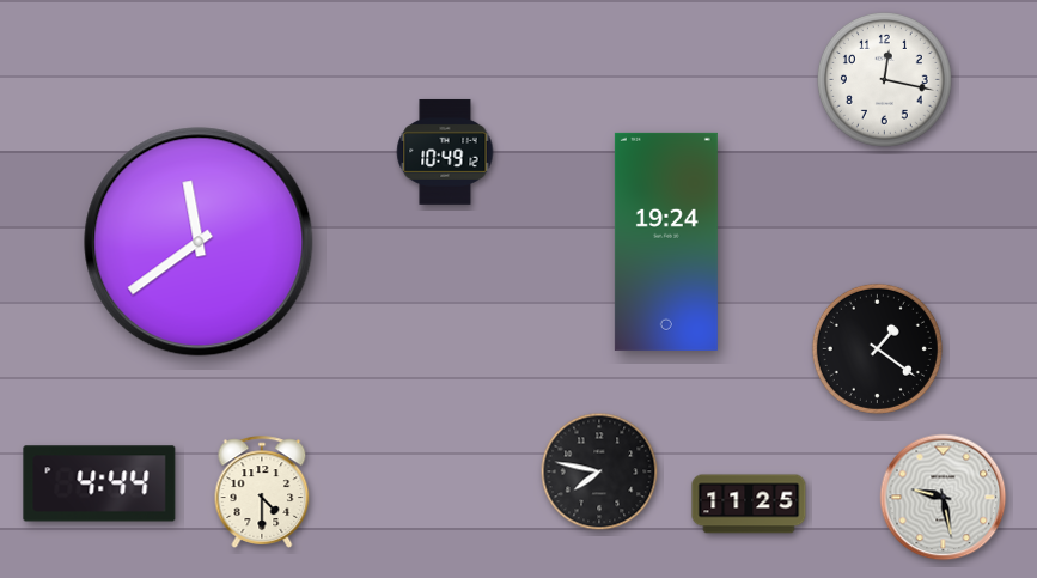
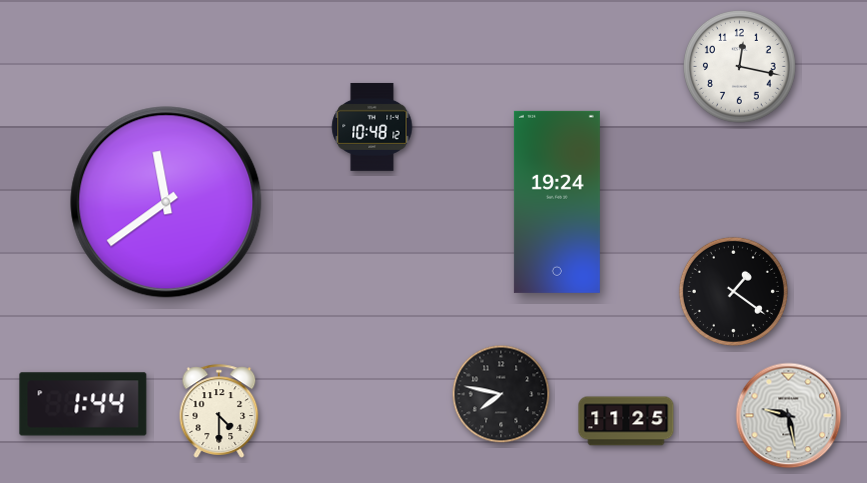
clock at (445, 152): 10:49 -> 10:48
clock at (99, 483): 4:44 -> 1:44
